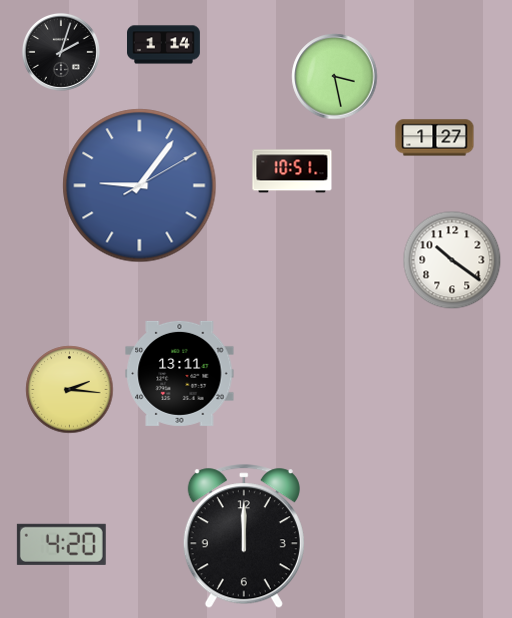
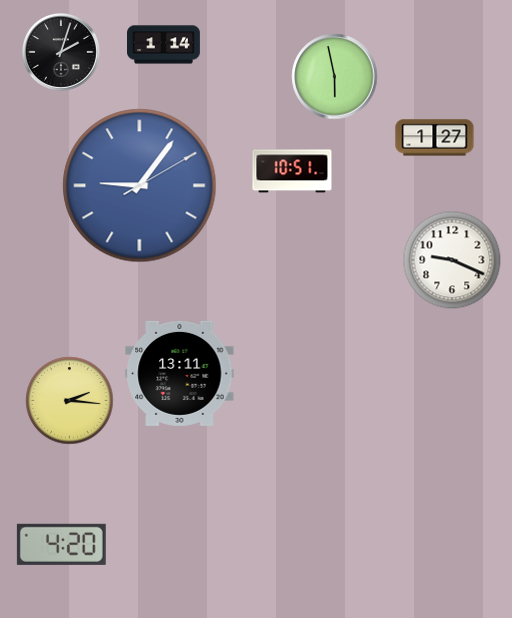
clock at (335, 77): 3:28 -> 5:58
clock at (452, 260): 10:21 -> 9:19
clock at (70, 390) position: (70, 390) -> (70, 401)
clock at (244, 537): 12:00 -> none
